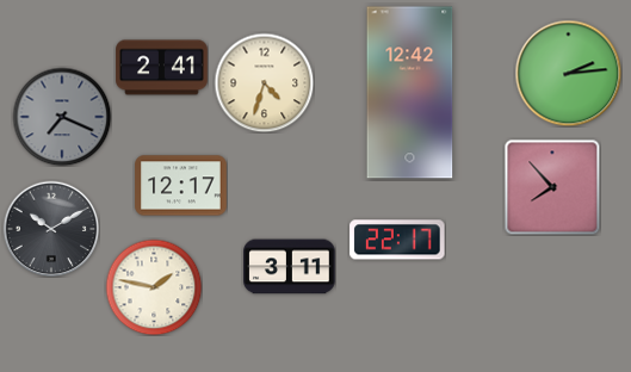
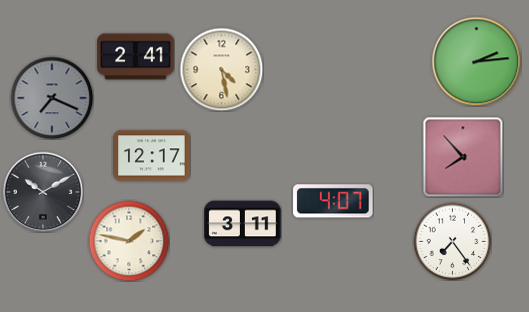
clock at (264, 82): 4:33 -> 4:28
clock at (410, 93): 12:42 -> none
clock at (397, 240): 22:17 -> 4:07
clock at (452, 241): none -> 7:24
